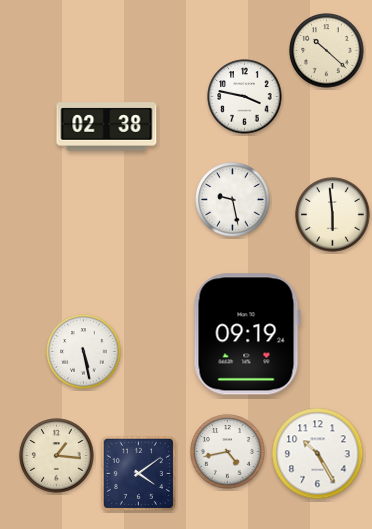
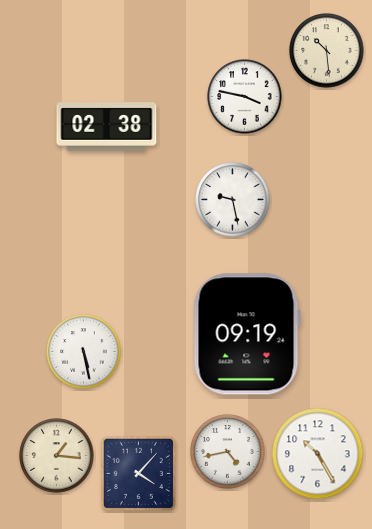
clock at (327, 51): 10:22 -> 10:29
clock at (333, 215): 5:59 -> none
clock at (138, 473): 4:09 -> 4:07
